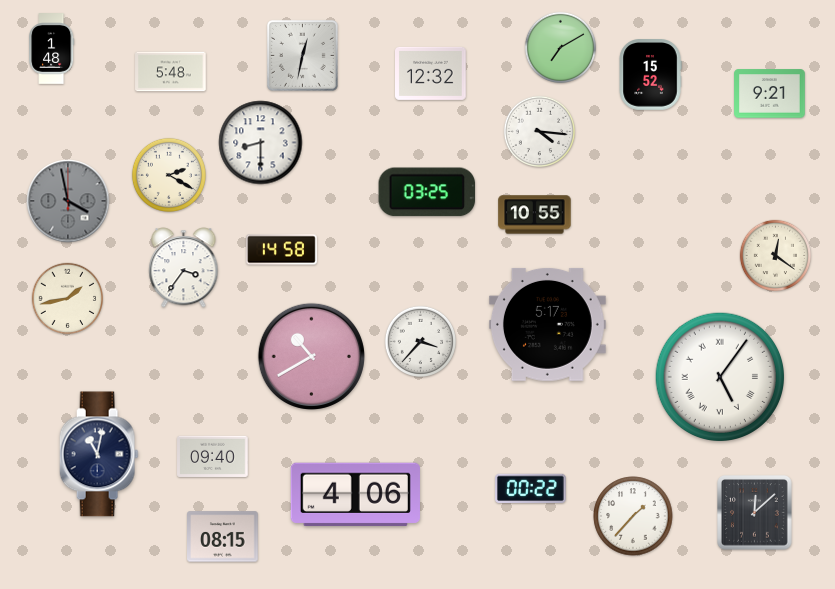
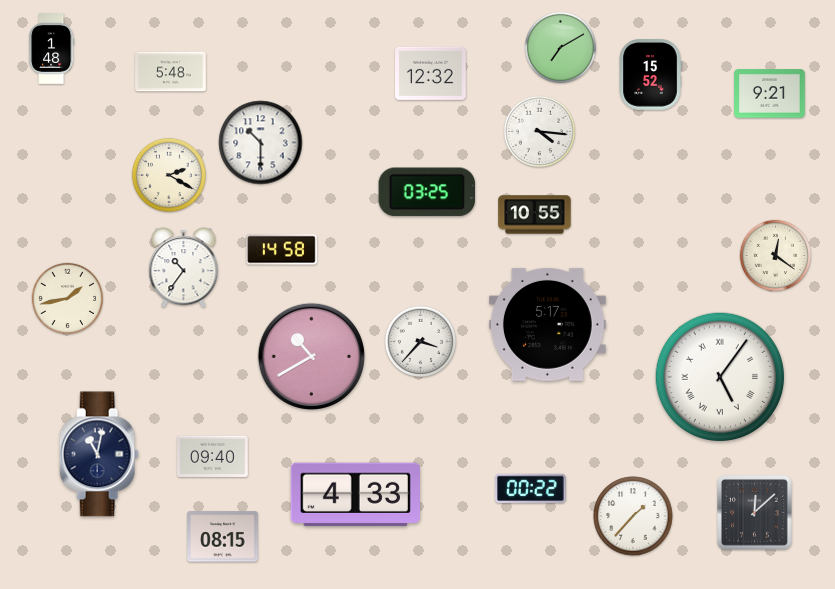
clock at (302, 55): 12:32 -> none
clock at (261, 143): 8:30 -> 10:30
clock at (68, 201): 3:58 -> none
clock at (184, 268): 3:36 -> 10:36
clock at (355, 495): 4:06 -> 4:33
